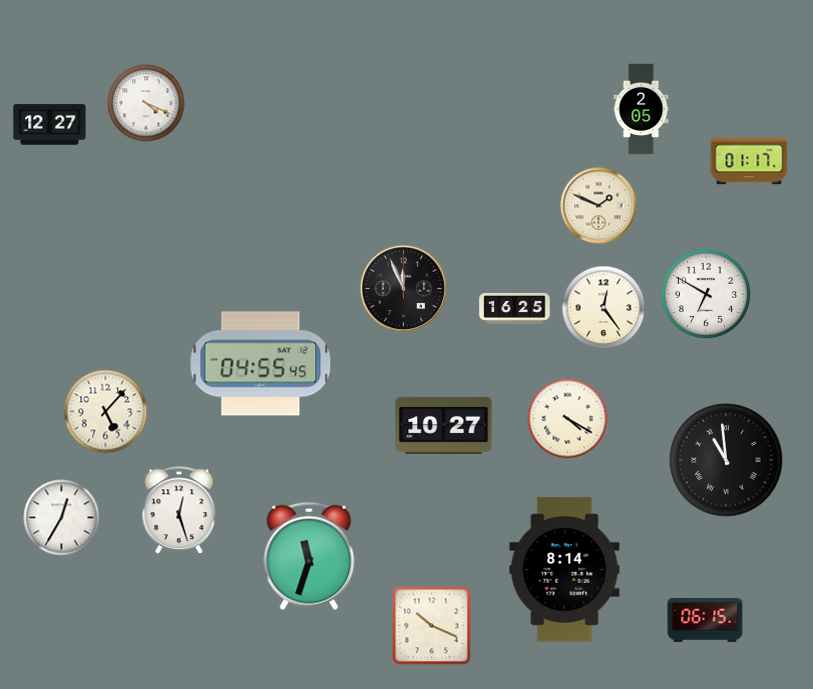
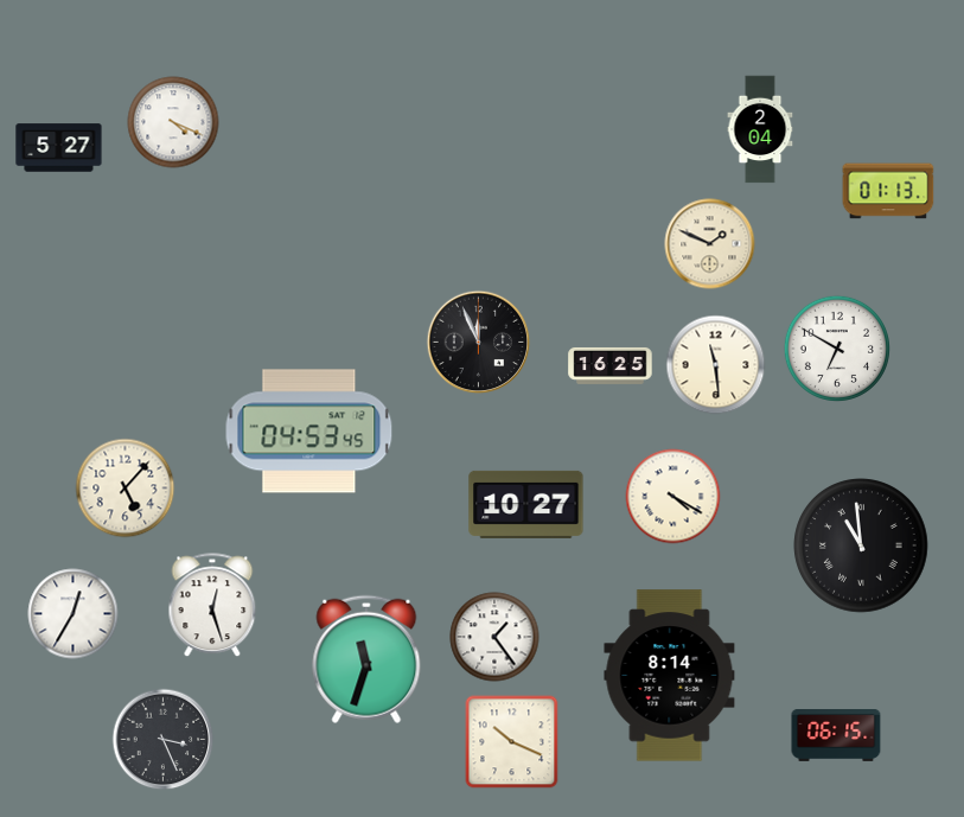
clock at (641, 109): 2:05 -> 2:04
clock at (50, 125): 12:27 -> 5:27
clock at (749, 161): 01:17 -> 01:13
clock at (604, 308): 12:24 -> 11:29
clock at (261, 364): 04:55 -> 04:53
clock at (494, 637): none -> 1:24
clock at (164, 740): none -> 3:26
